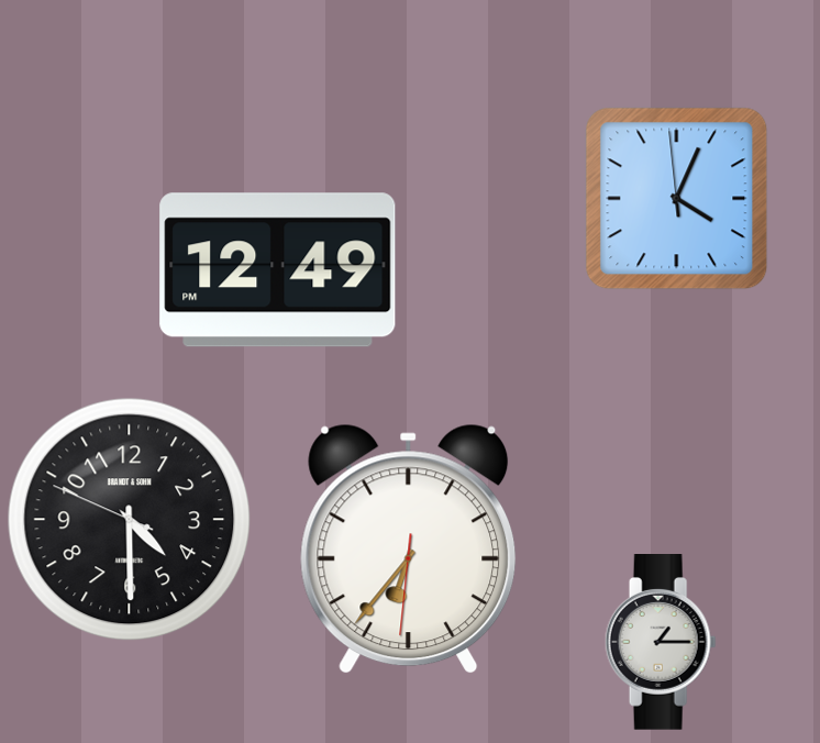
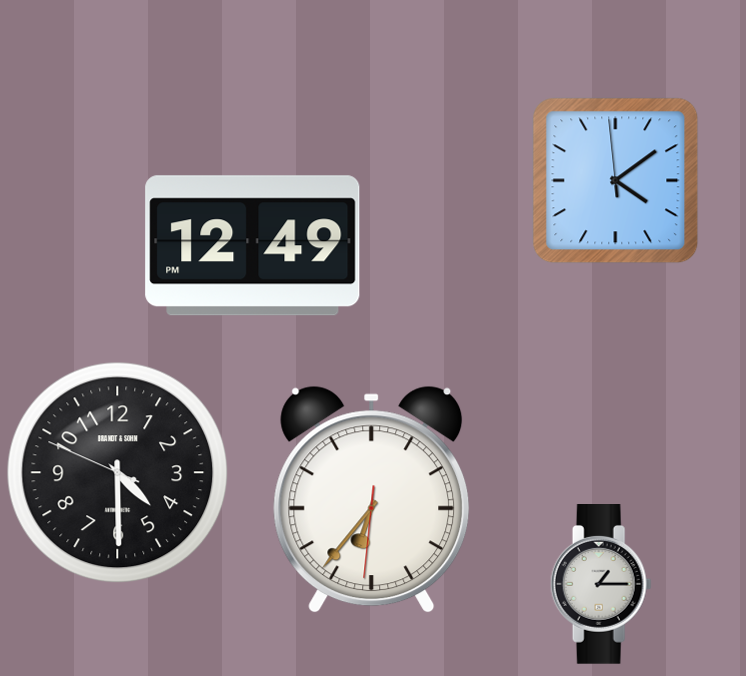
clock at (677, 199): 4:03 -> 4:08
